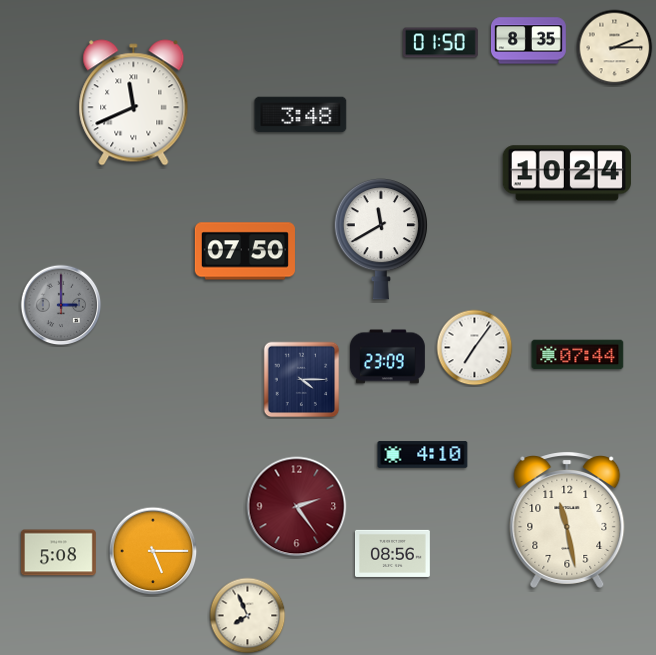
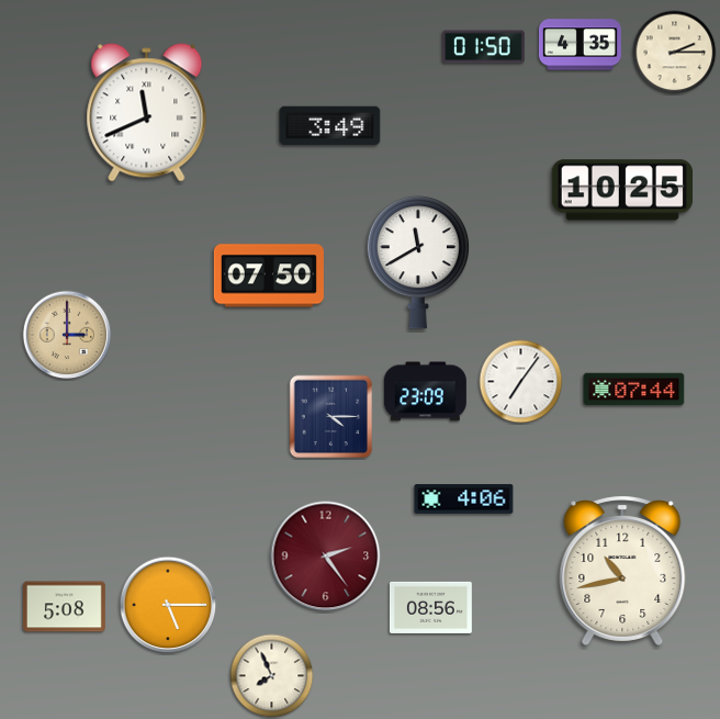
clock at (528, 41): 8:35 -> 4:35
clock at (301, 115): 3:48 -> 3:49
clock at (566, 173): 10:24 -> 10:25
clock at (61, 305) dial: grey -> champagne
clock at (423, 455): 4:10 -> 4:06
clock at (567, 520): 11:28 -> 10:43
